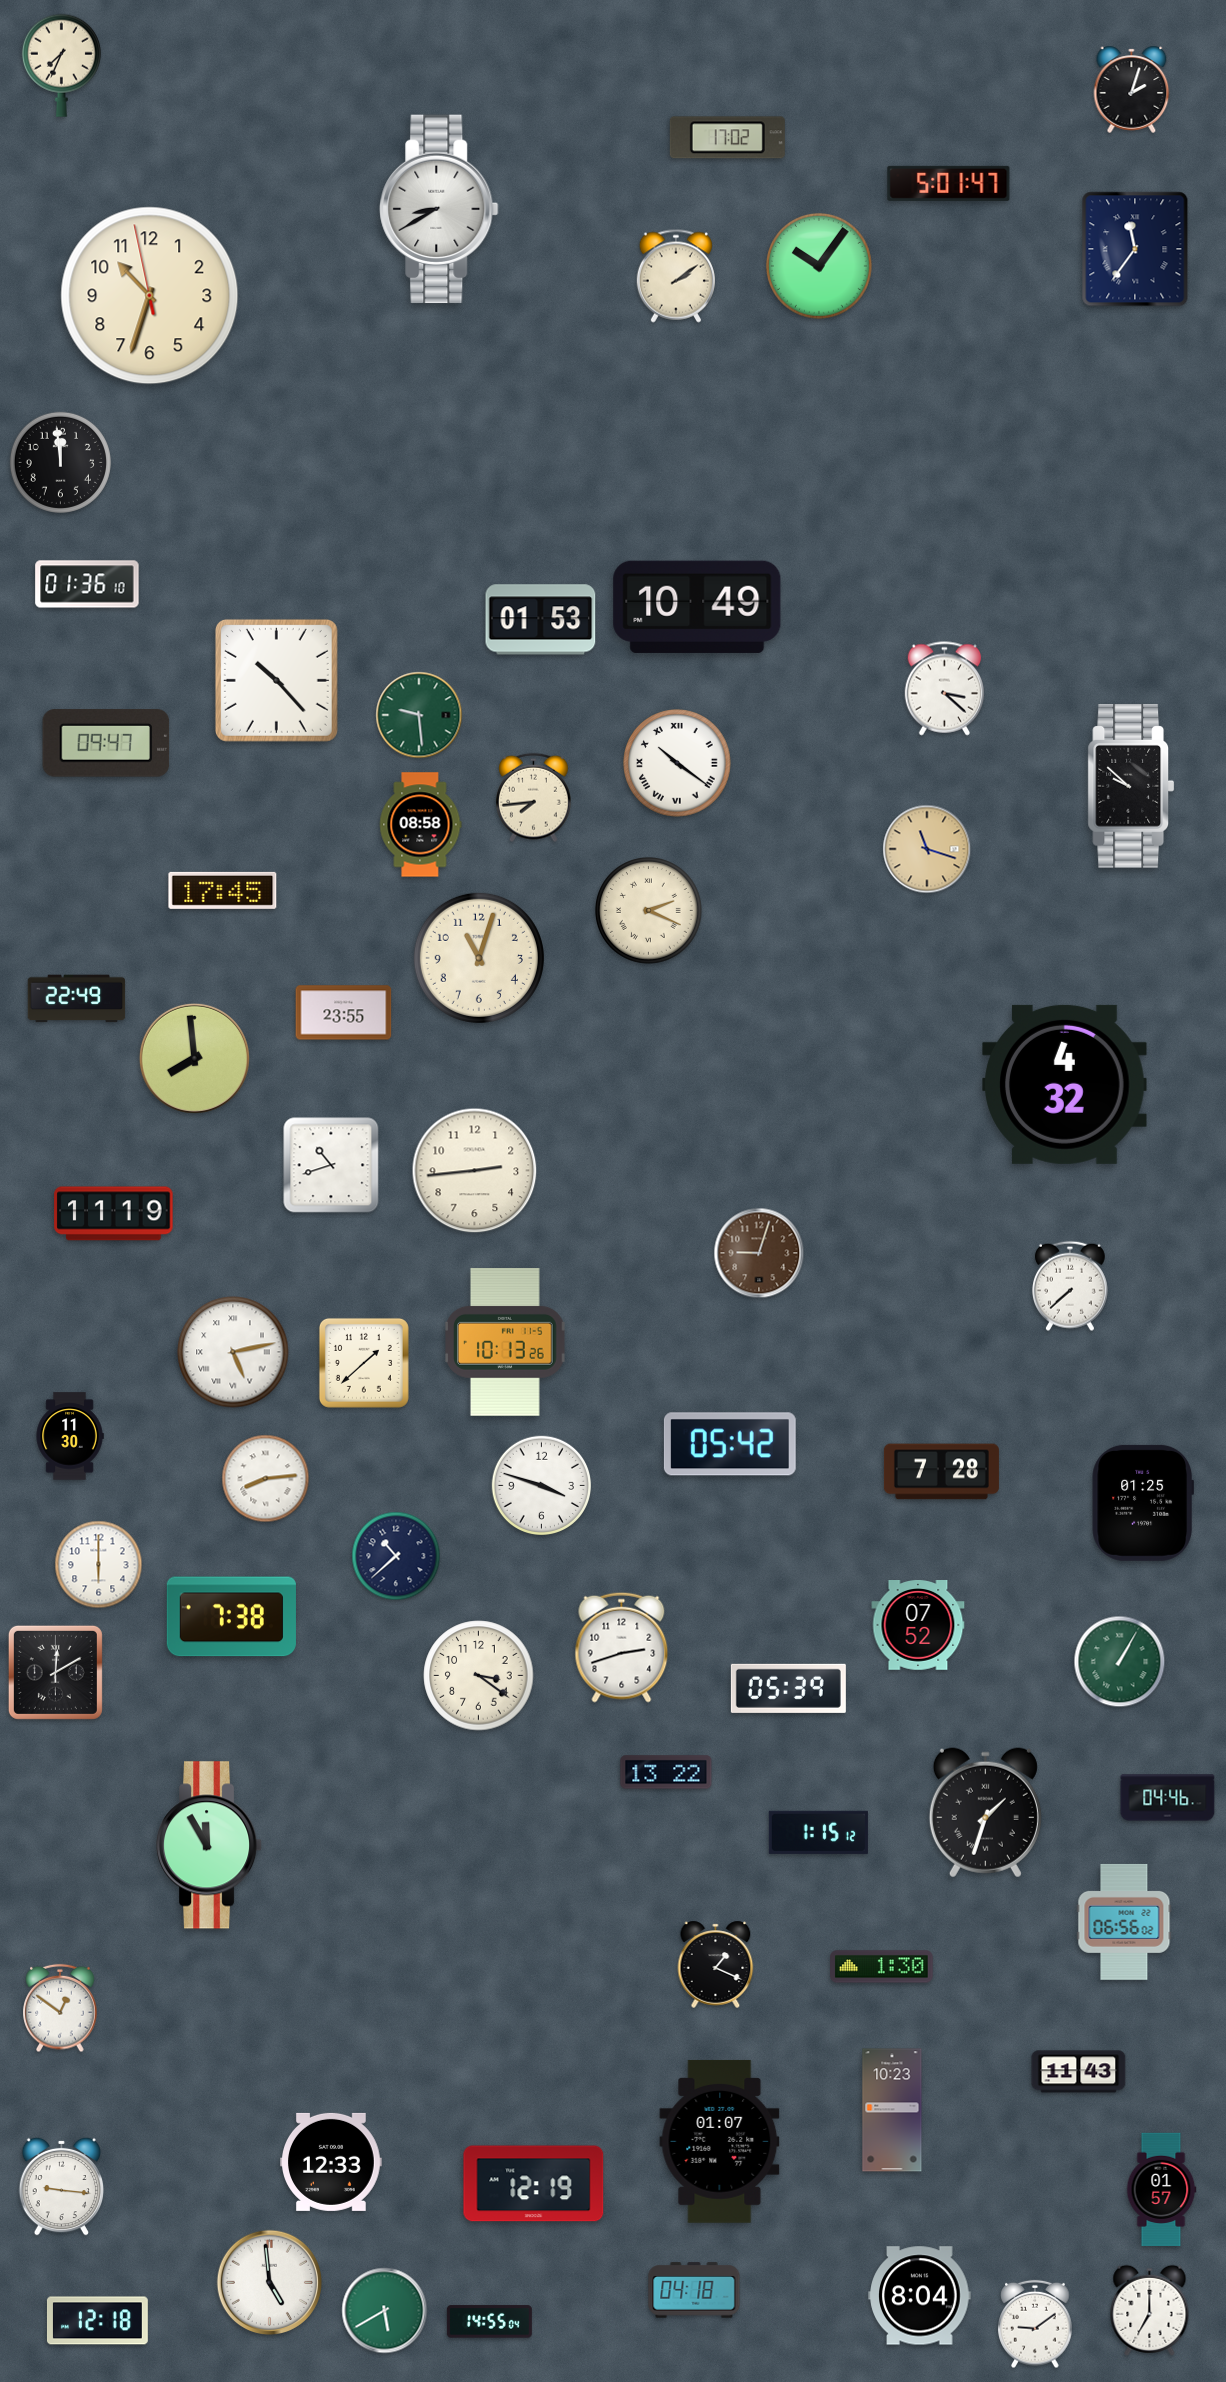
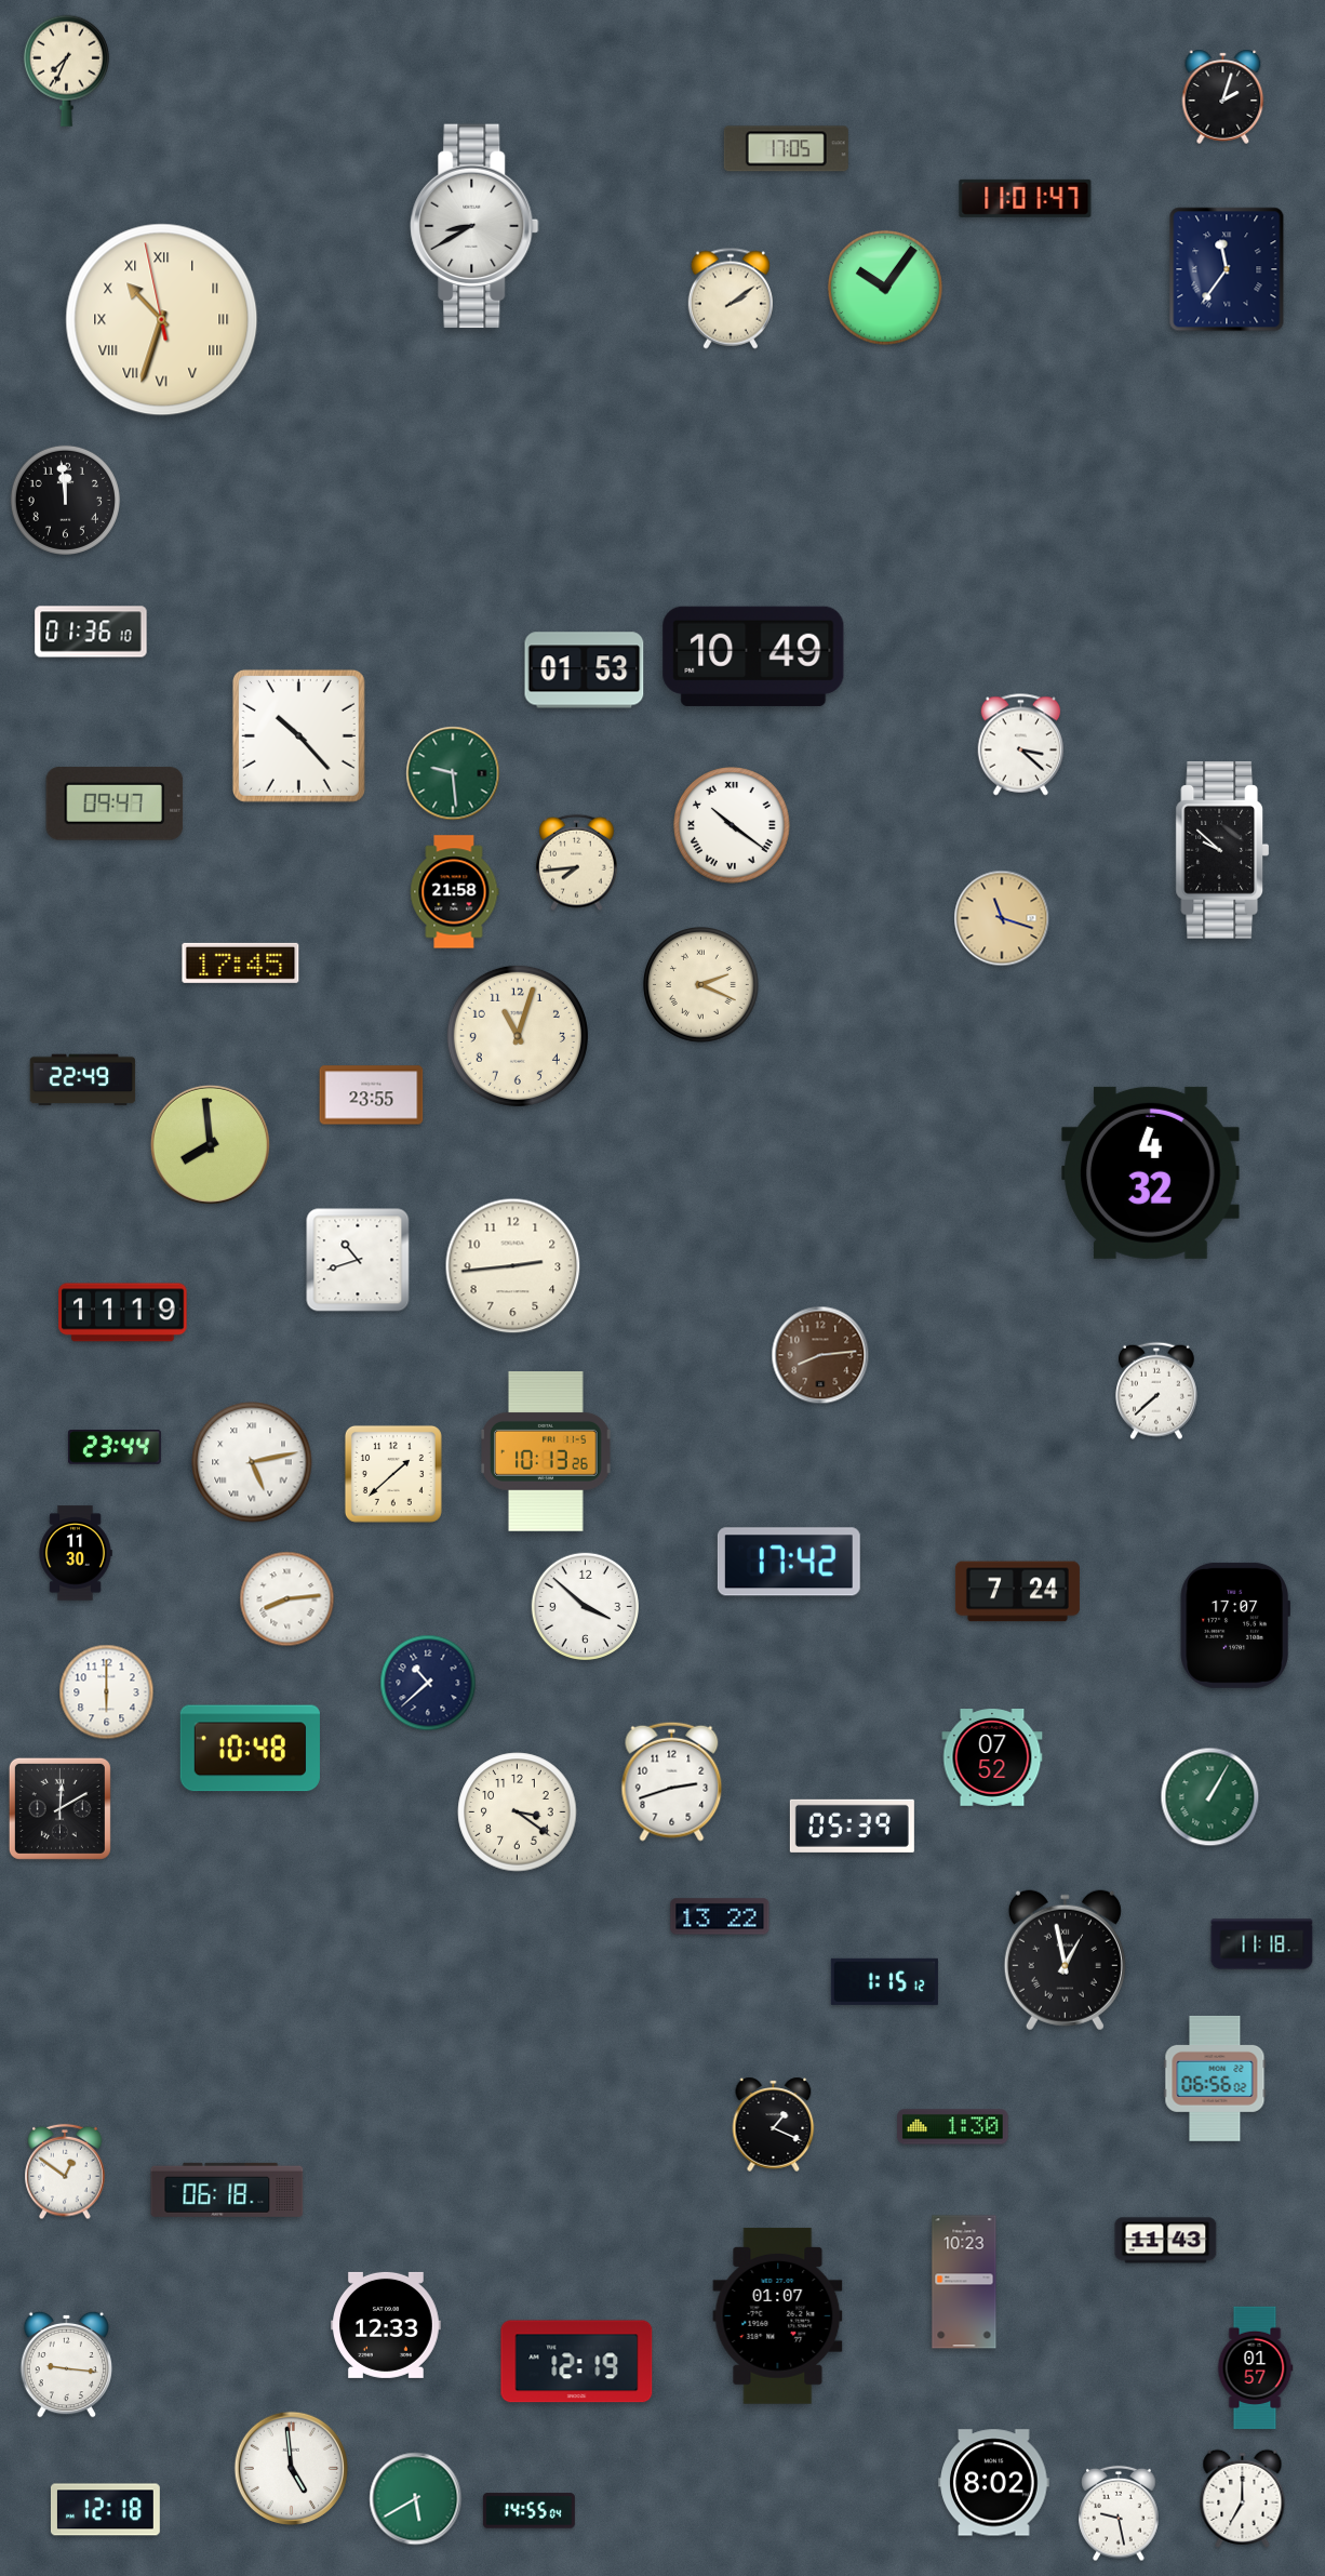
clock at (727, 138): 17:02 -> 17:05
clock at (949, 183): 5:01 -> 11:01
clock at (150, 296) numerals: Arabic -> Roman
clock at (87, 584) position: (87, 584) -> (91, 632)
clock at (421, 825): 08:58 -> 21:58
clock at (759, 1253): 9:03 -> 8:14
clock at (115, 1448): none -> 23:44
clock at (730, 1444): 05:42 -> 17:42
clock at (941, 1472): 7:28 -> 7:24
clock at (541, 1485): 3:48 -> 3:52
clock at (1142, 1503): 01:25 -> 17:07
clock at (231, 1617): 7:38 -> 10:48
clock at (1168, 1798): 04:46 -> 11:18
clock at (985, 1813): 1:33 -> 12:58
clock at (210, 1845): 11:55 -> none
clock at (227, 2190): none -> 06:18
clock at (331, 2162) position: (331, 2162) -> (386, 2325)
clock at (694, 2290): 04:18 -> none
clock at (920, 2296): 8:04 -> 8:02
clock at (1035, 2324): 9:09 -> 9:28
